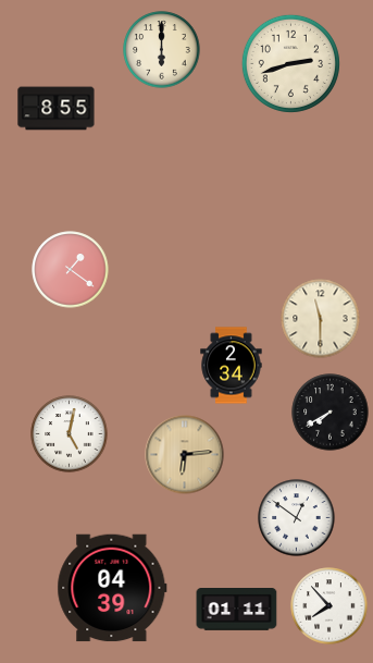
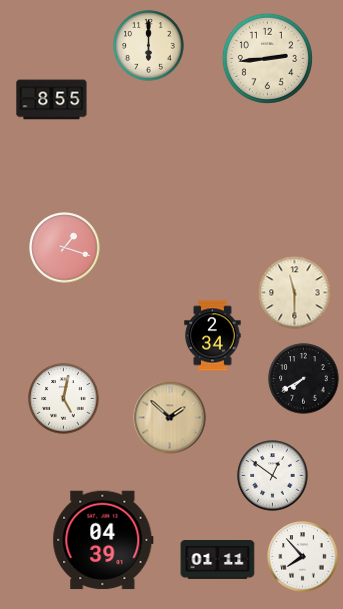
clock at (290, 63): 2:42 -> 2:44
clock at (71, 270): 1:21 -> 1:18
clock at (185, 455): 6:14 -> 1:52
